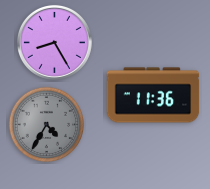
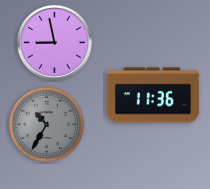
clock at (54, 42): 8:25 -> 8:58
clock at (47, 125): 4:35 -> 10:35
